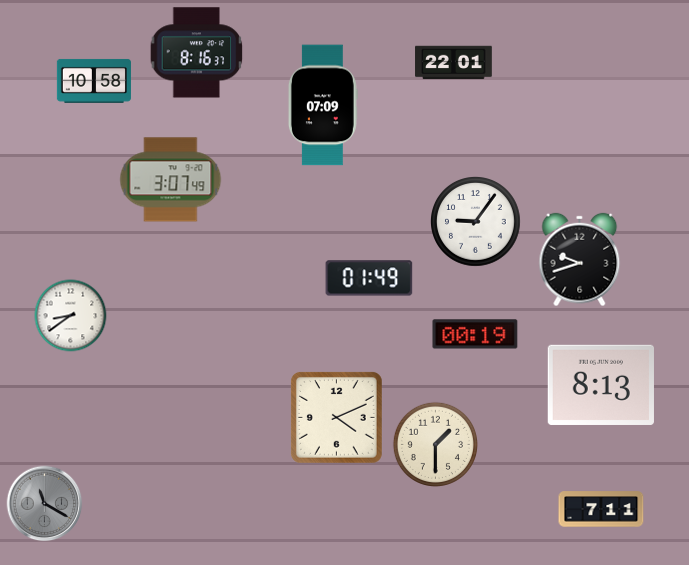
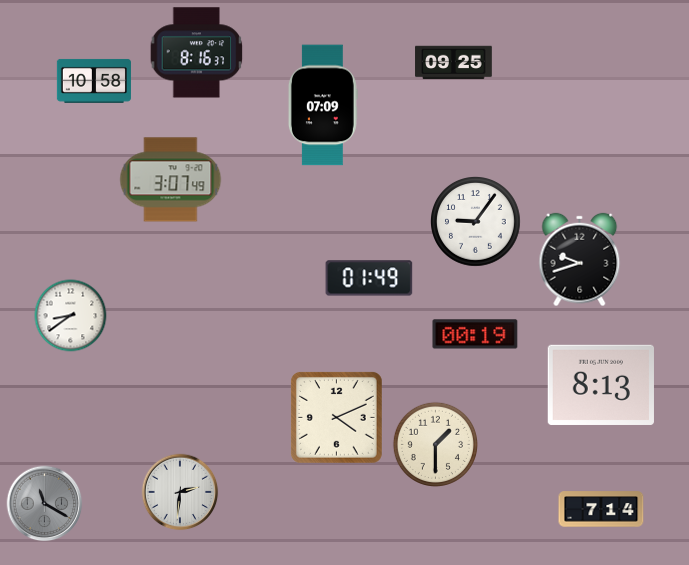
clock at (454, 63): 22:01 -> 09:25
clock at (180, 492): none -> 2:31
clock at (601, 509): 7:11 -> 7:14
